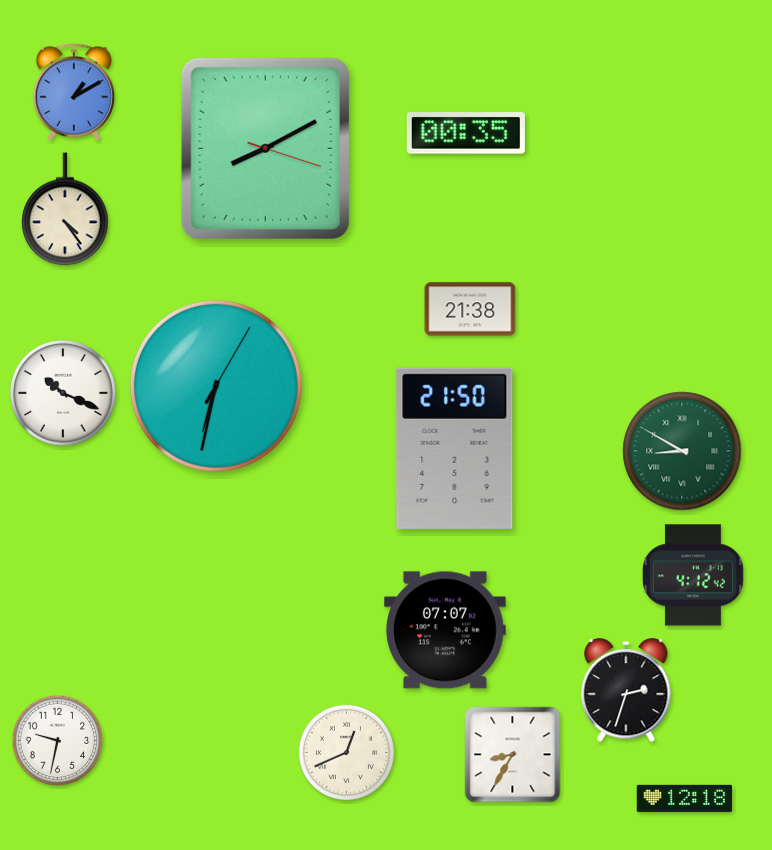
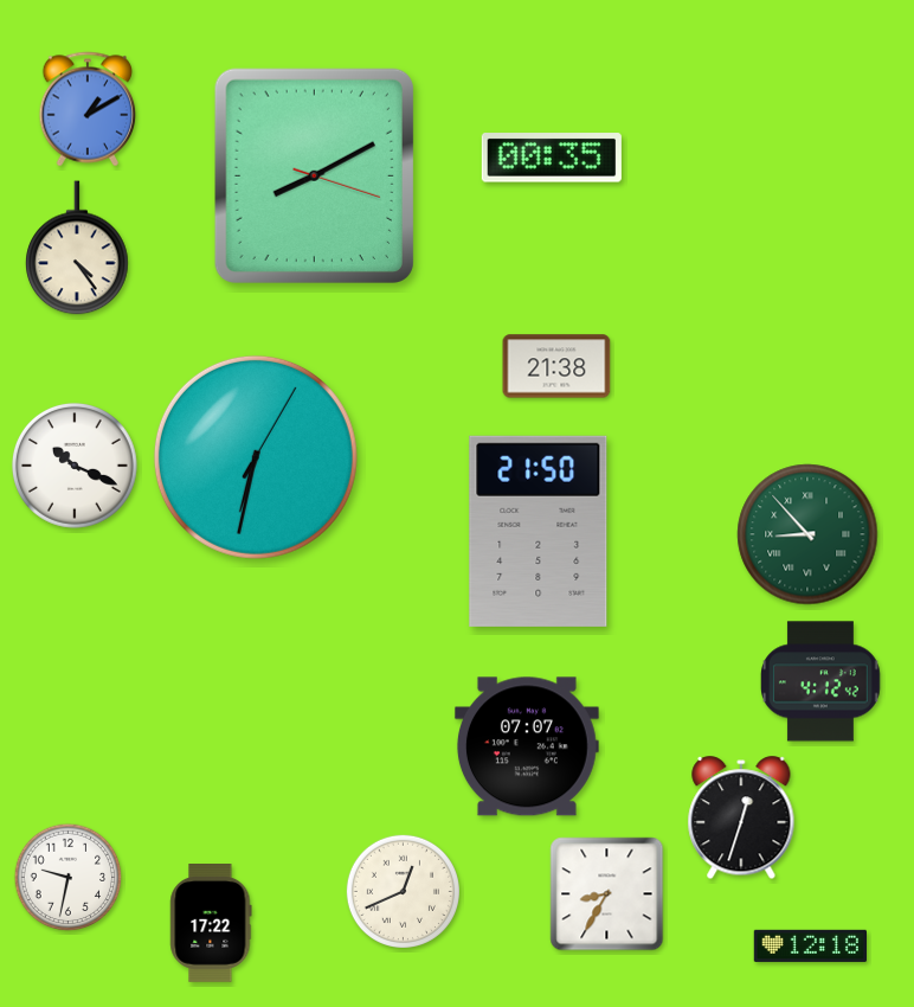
clock at (682, 451): 8:50 -> 8:53
clock at (626, 691): 2:33 -> 12:33
clock at (346, 752) position: (346, 752) -> (403, 891)
clock at (211, 924): none -> 17:22
